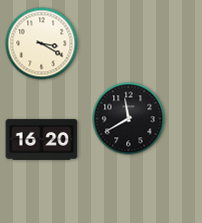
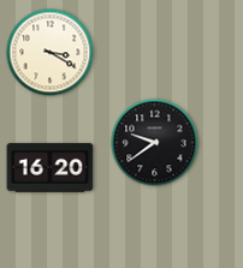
clock at (129, 119): 11:40 -> 9:39
